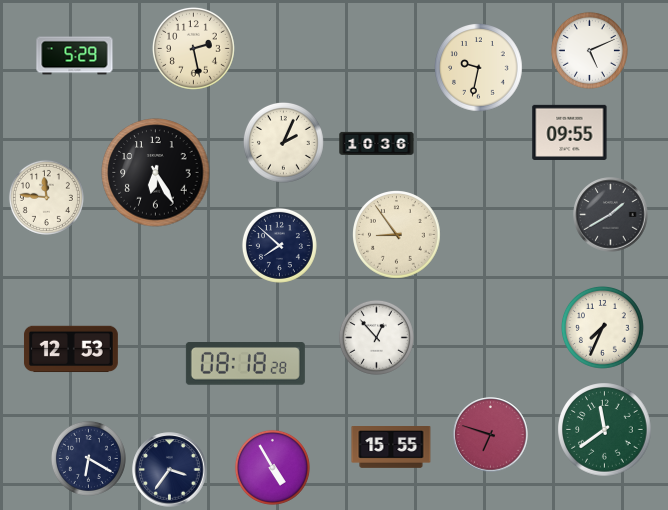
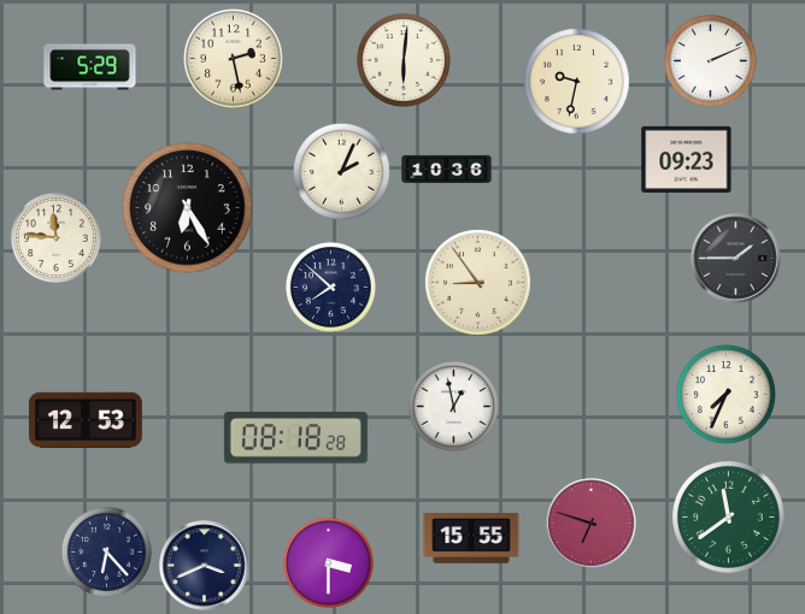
clock at (404, 60): none -> 6:01
clock at (589, 50): 5:11 -> 2:11
clock at (570, 132): 09:55 -> 09:23
clock at (377, 143) position: (377, 143) -> (447, 169)
clock at (611, 215): 1:40 -> 1:45
clock at (279, 245) position: (279, 245) -> (330, 287)
clock at (376, 337): 12:53 -> 12:58
clock at (88, 458): 6:20 -> 6:23
clock at (272, 467): 4:55 -> 3:30
clock at (170, 470): 3:36 -> 3:41
